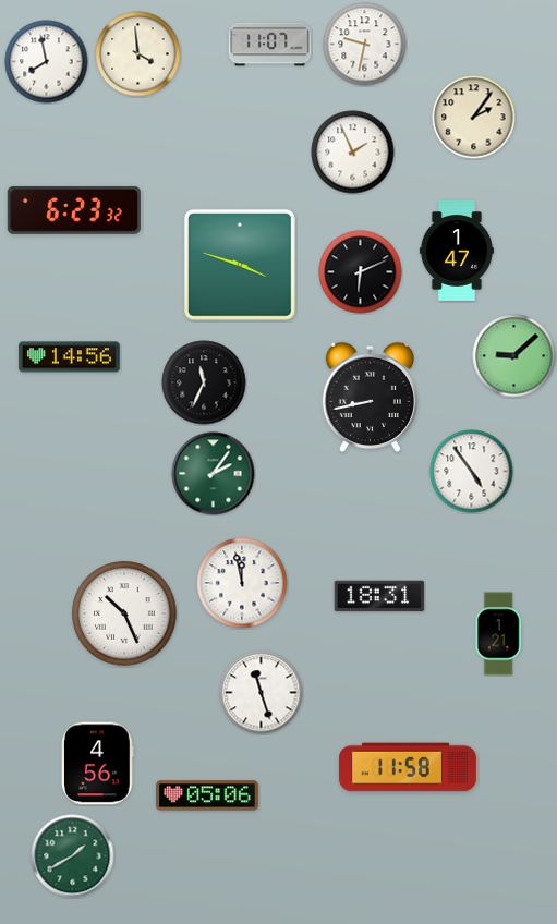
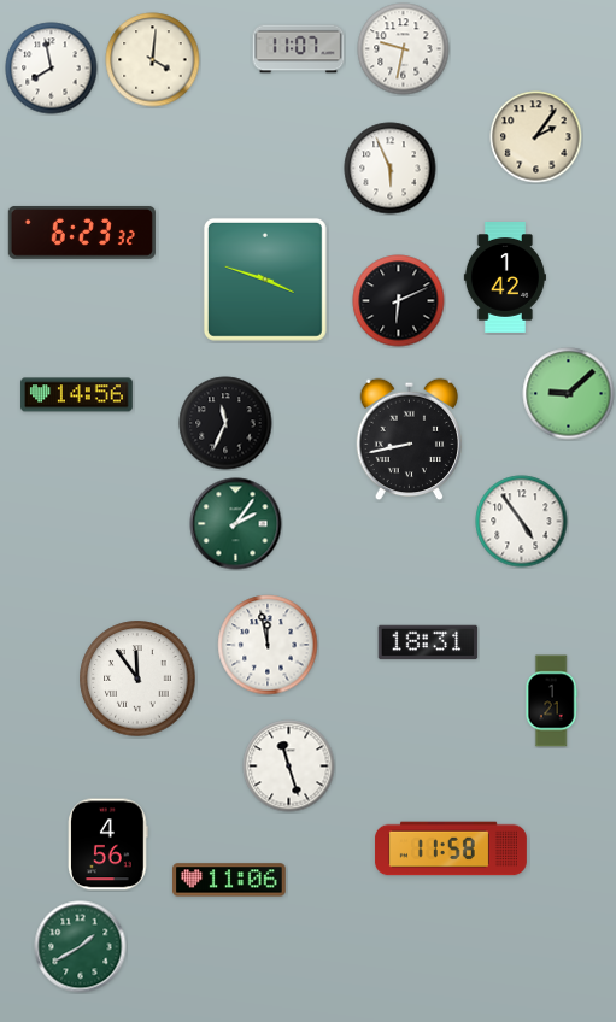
clock at (138, 54): 3:59 -> 4:01
clock at (474, 118) position: (474, 118) -> (536, 137)
clock at (353, 153): 1:56 -> 5:56
clock at (457, 252): 1:47 -> 1:42
clock at (240, 265) position: (240, 265) -> (265, 280)
clock at (379, 596) position: (379, 596) -> (428, 642)
clock at (124, 613): 10:26 -> 11:54
clock at (207, 795): 05:06 -> 11:06
